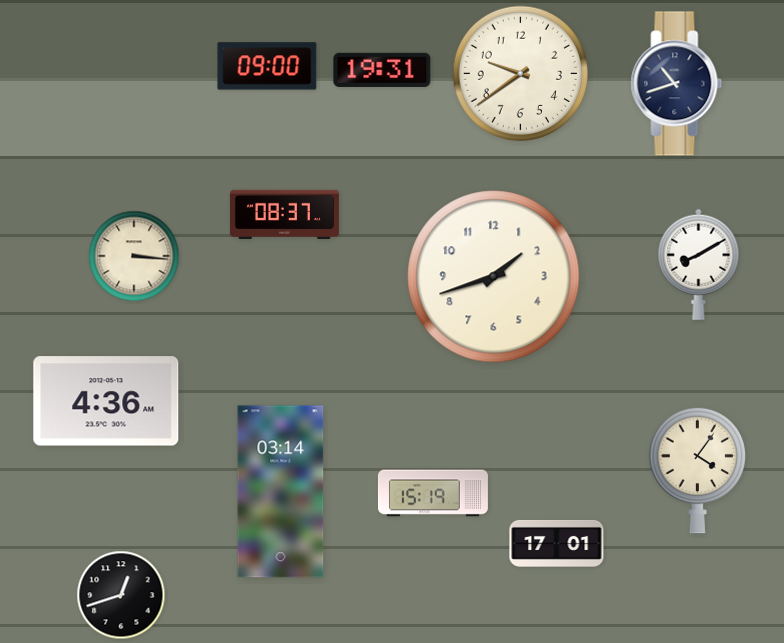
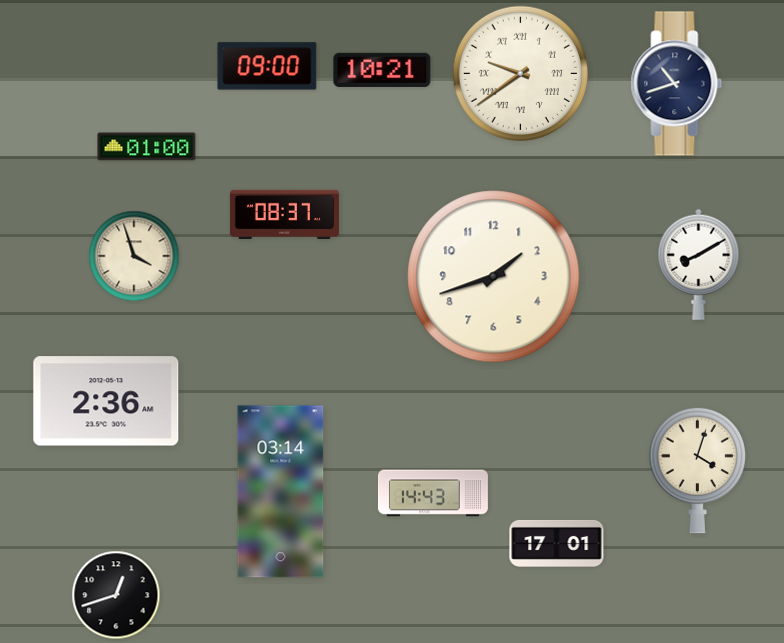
clock at (382, 70): 19:31 -> 10:21
clock at (520, 73) numerals: Arabic -> Roman
clock at (147, 147): none -> 01:00
clock at (134, 256): 3:16 -> 3:57
clock at (106, 401): 4:36 -> 2:36
clock at (698, 470): 4:06 -> 4:03
clock at (433, 493): 15:19 -> 14:43
clock at (121, 595) position: (121, 595) -> (116, 595)
